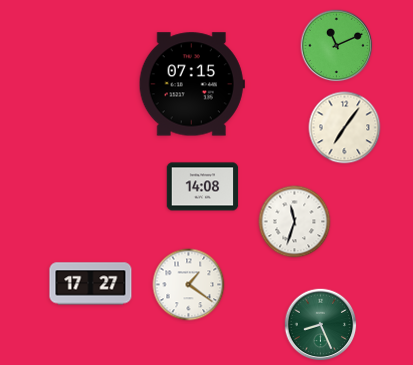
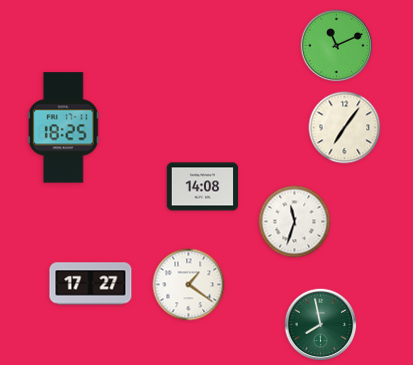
clock at (192, 84): 07:15 -> none
clock at (63, 128): none -> 18:25
clock at (321, 325): 8:26 -> 7:58
